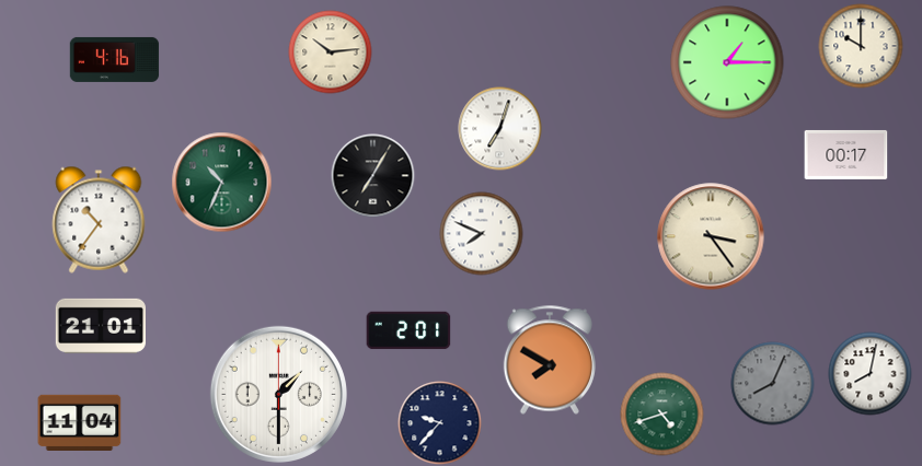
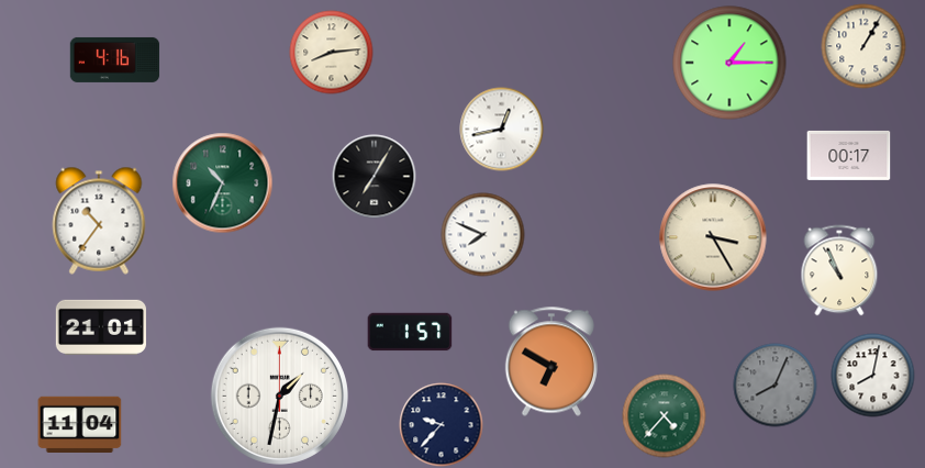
clock at (861, 46): 10:00 -> 1:05
clock at (331, 53): 10:14 -> 8:14
clock at (500, 129): 7:03 -> 12:43
clock at (711, 236): 3:24 -> 3:25
clock at (839, 270): none -> 10:56
clock at (408, 330): 2:01 -> 1:57
clock at (550, 360): 7:50 -> 6:50
clock at (278, 394): 1:30 -> 1:32
clock at (662, 415): 4:42 -> 4:37
